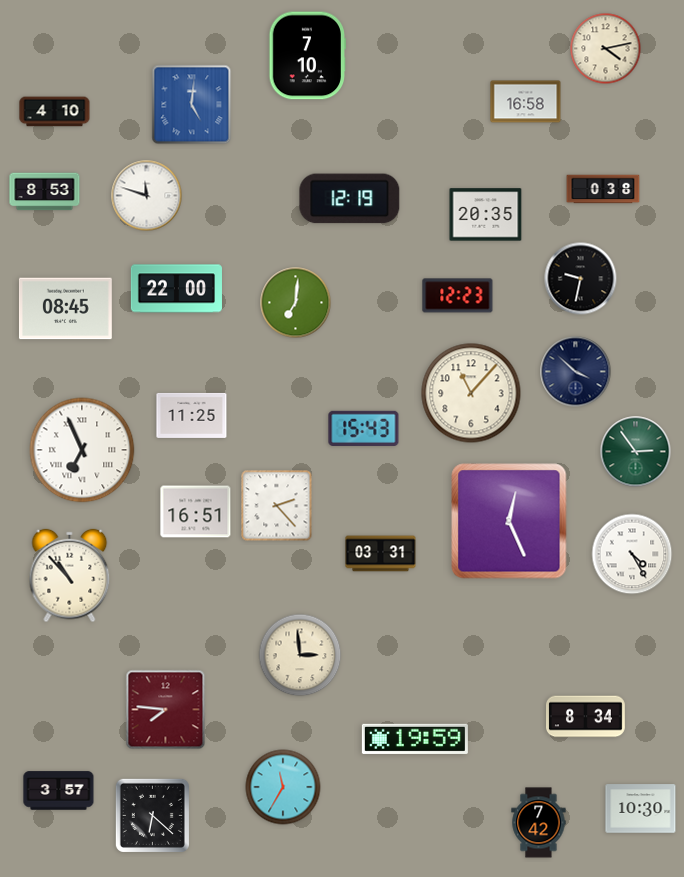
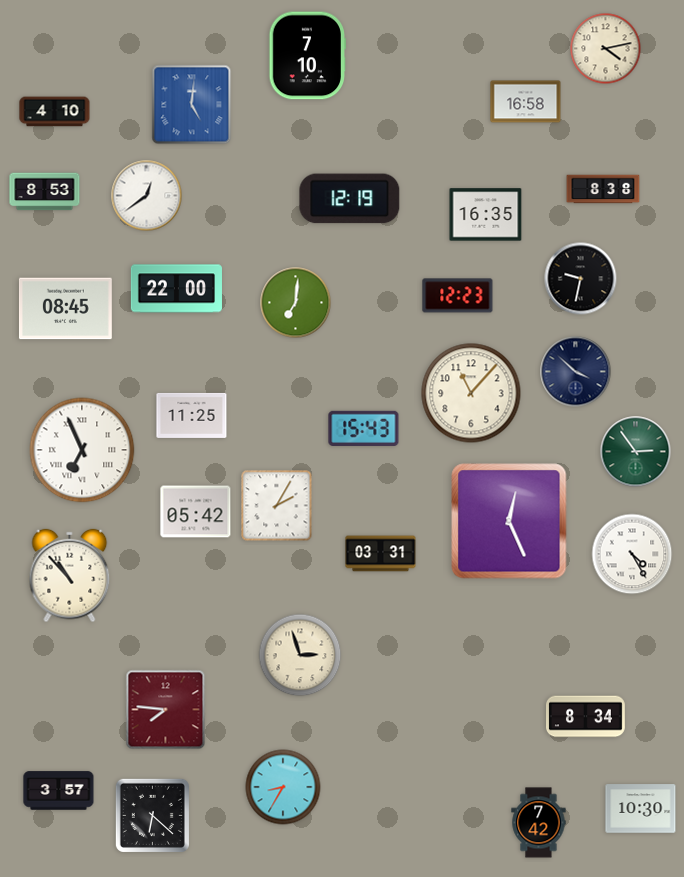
clock at (603, 189): 0:38 -> 8:38
clock at (147, 196): 11:48 -> 12:39
clock at (486, 215): 20:35 -> 16:35
clock at (277, 506): 2:23 -> 2:05
clock at (196, 512): 16:51 -> 05:42
clock at (300, 655): 2:59 -> 2:57
clock at (415, 739): 19:59 -> none
clock at (283, 787): 11:35 -> 8:35
